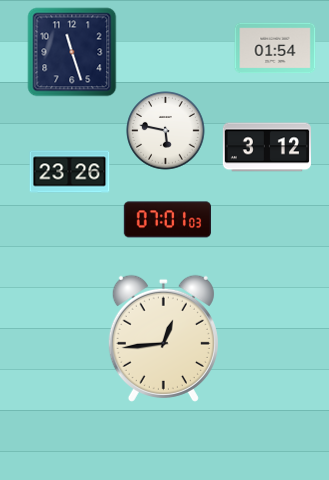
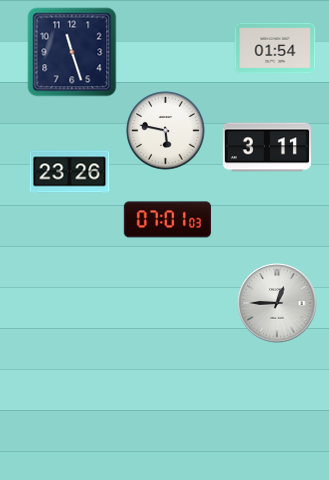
clock at (267, 147): 3:12 -> 3:11
clock at (277, 303): none -> 12:45
clock at (163, 338): 12:44 -> none
